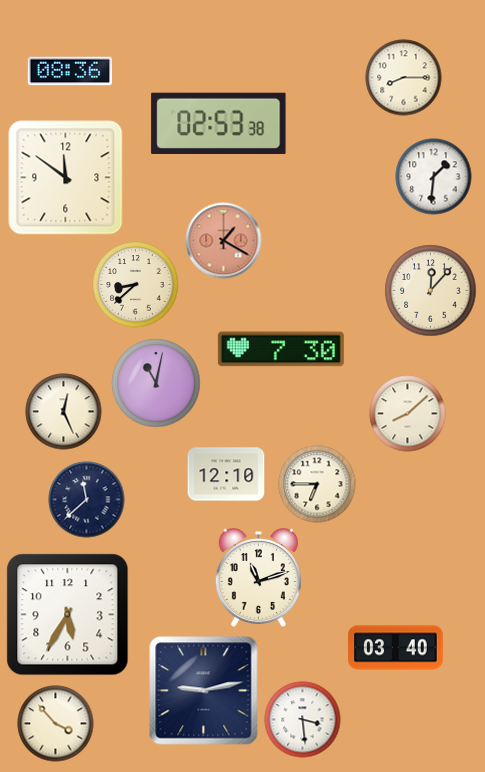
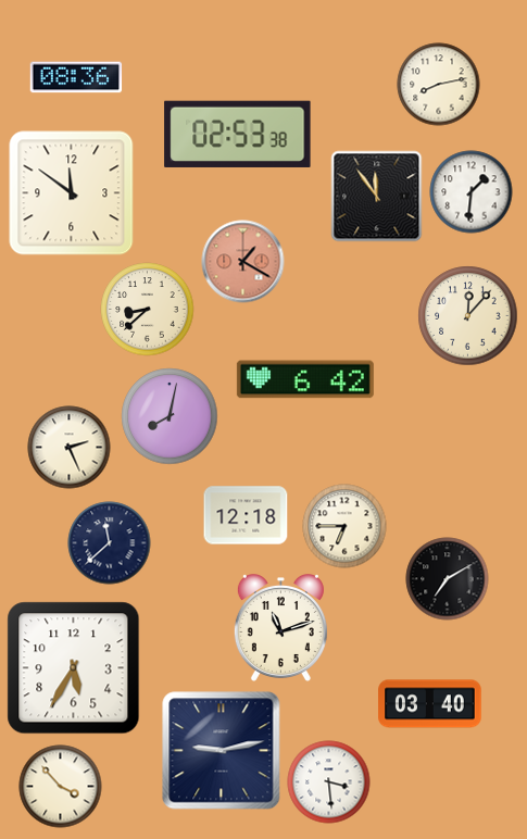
clock at (404, 78): 8:15 -> 8:13
clock at (377, 197): none -> 11:54
clock at (281, 349): 7:30 -> 6:42
clock at (156, 383): 11:02 -> 8:02
clock at (64, 412): 12:26 -> 2:26
clock at (408, 414): 8:08 -> none
clock at (226, 474): 12:10 -> 12:18
clock at (87, 500) position: (87, 500) -> (110, 543)
clock at (448, 579): none -> 7:10
